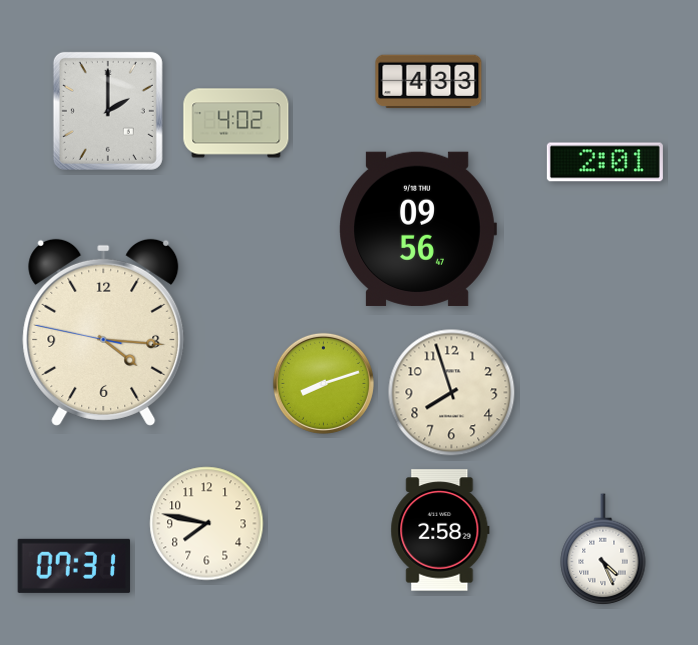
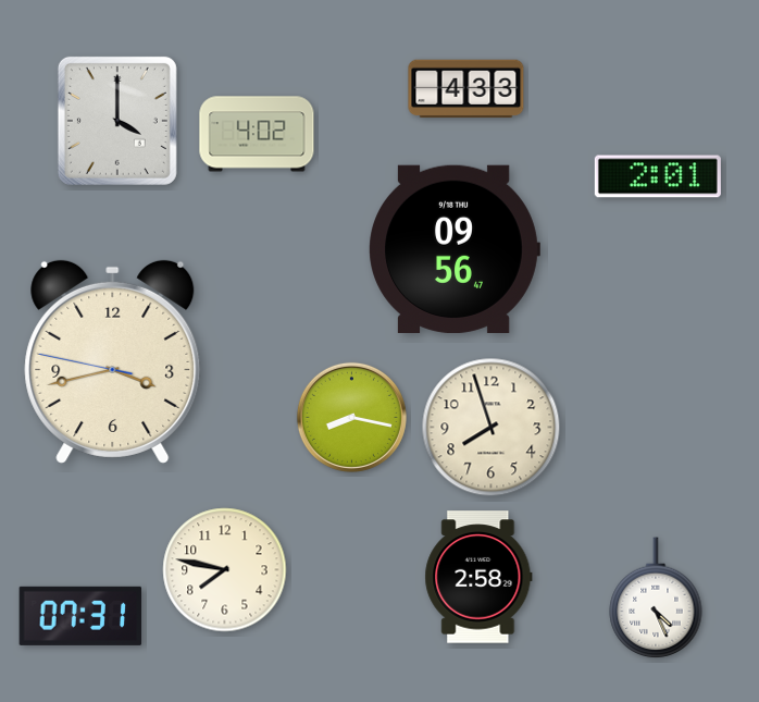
clock at (108, 111): 2:00 -> 4:00
clock at (104, 332): 4:15 -> 3:42
clock at (323, 383): 8:12 -> 8:17
